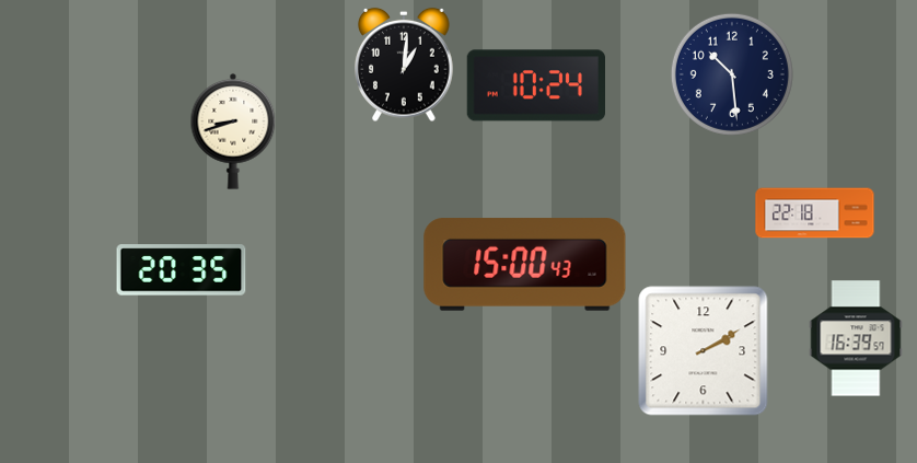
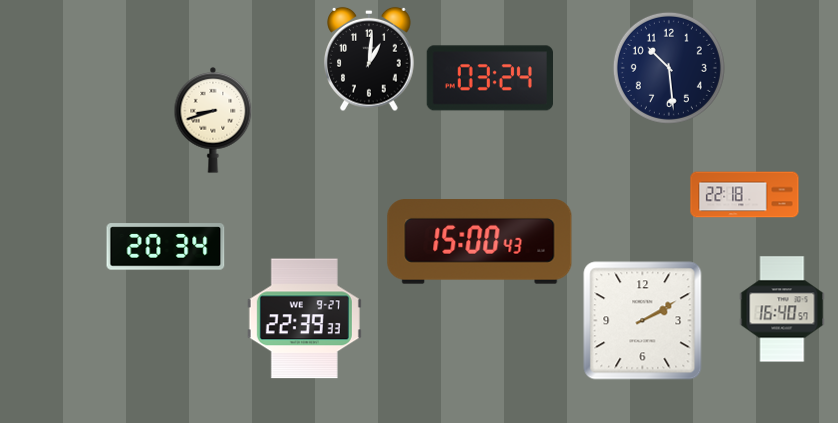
clock at (535, 85): 10:24 -> 03:24
clock at (182, 270): 20:35 -> 20:34
clock at (856, 338): 16:39 -> 16:40
clock at (304, 319): none -> 22:39
